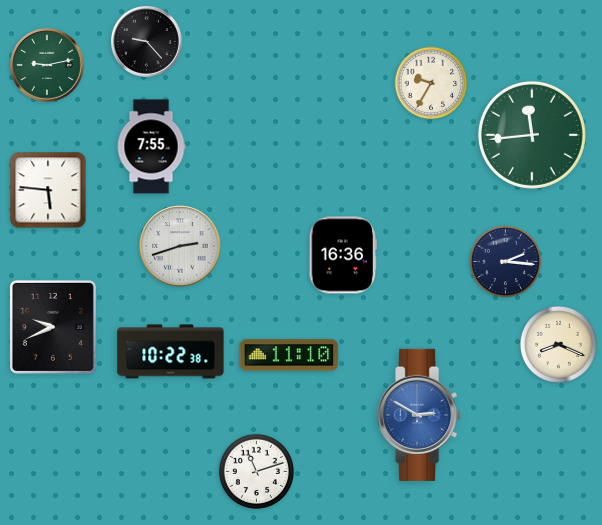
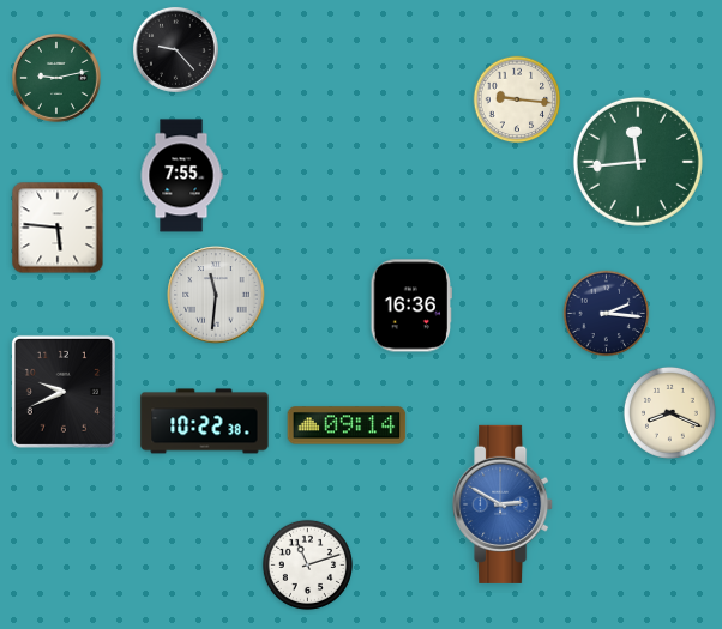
clock at (431, 83): 9:35 -> 9:16
clock at (180, 246): 2:42 -> 11:31
clock at (289, 355): 11:10 -> 09:14
clock at (420, 415) position: (420, 415) -> (504, 504)
